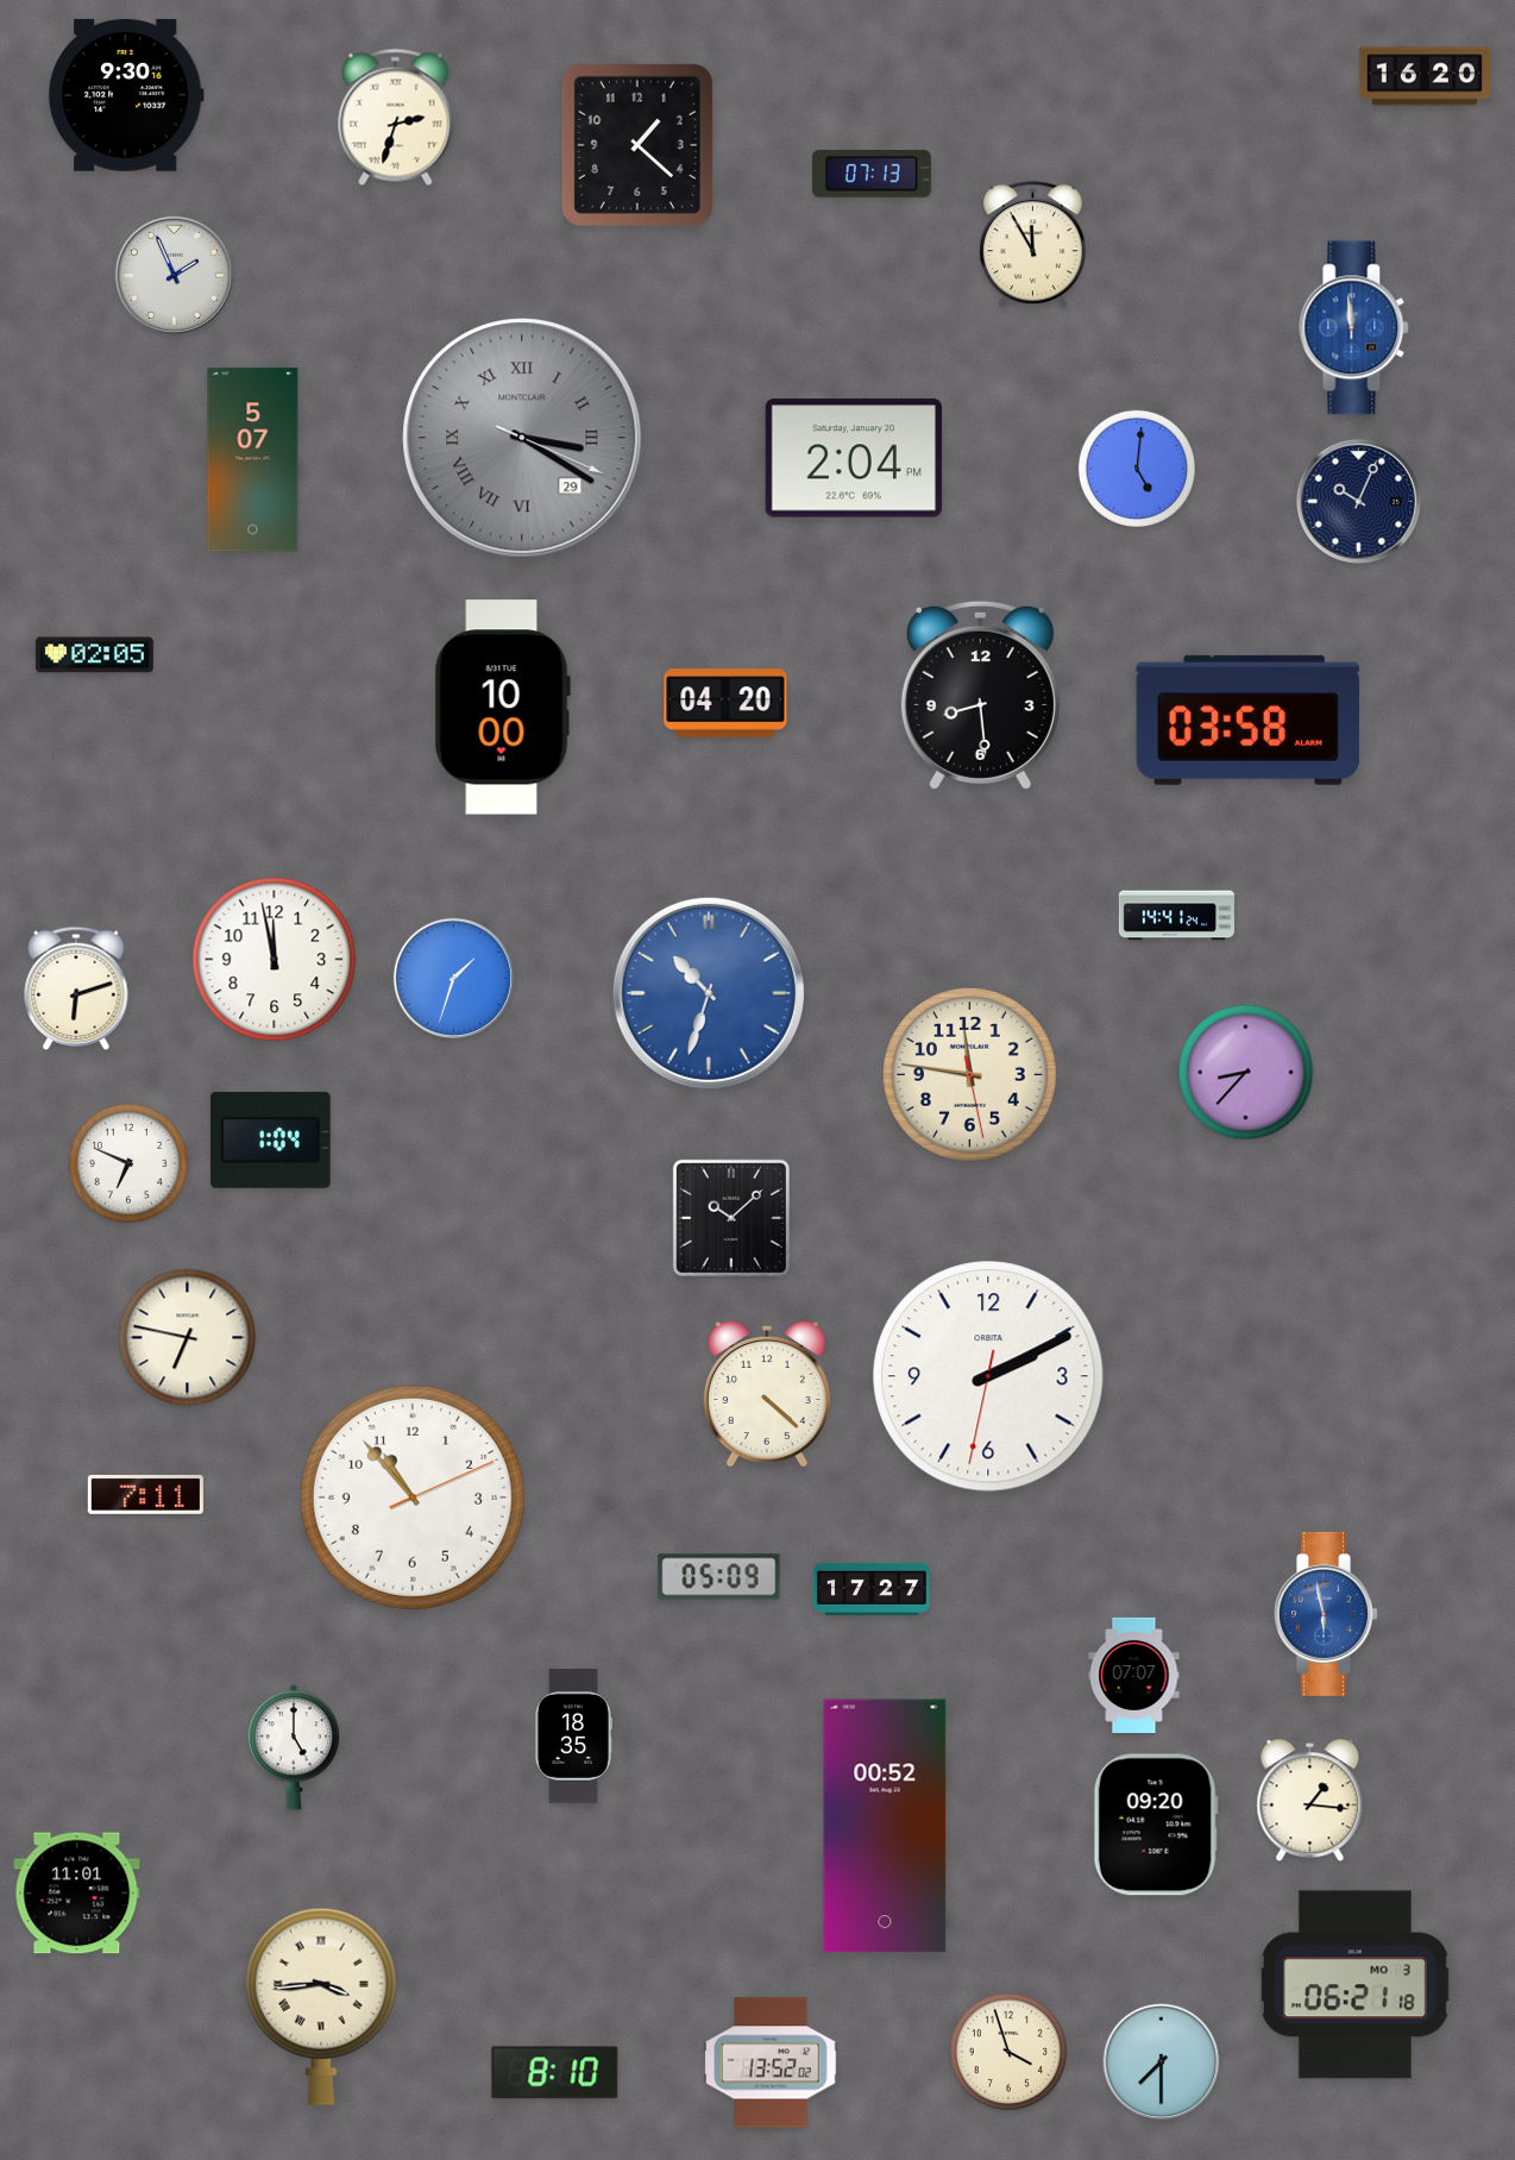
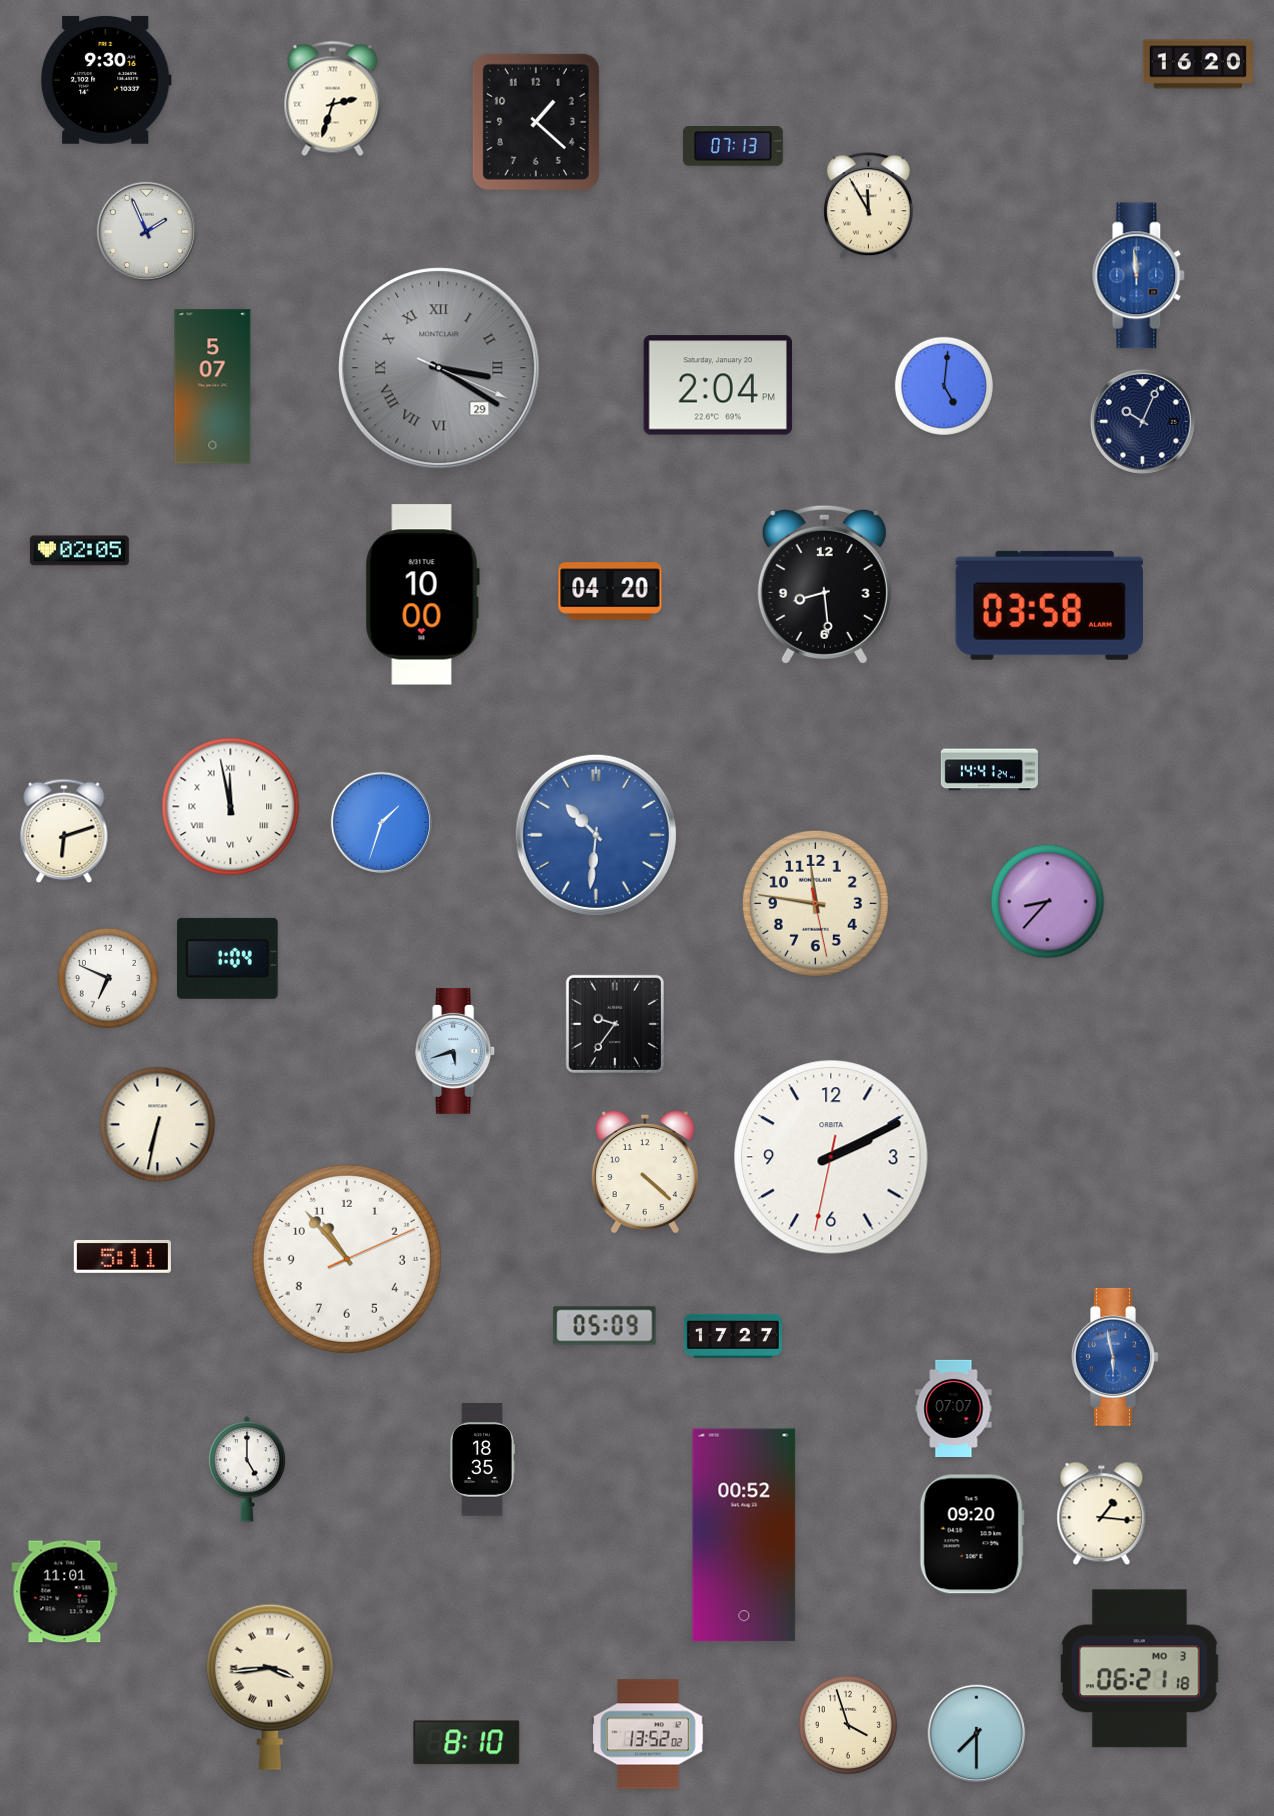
clock at (1137, 469) position: (1137, 469) -> (944, 386)
clock at (275, 960) numerals: Arabic -> Roman
clock at (709, 993): 10:33 -> 10:31
clock at (731, 1218): 10:08 -> 9:36
clock at (456, 1052): none -> 5:42
clock at (188, 1338): 6:47 -> 6:32
clock at (145, 1494): 7:11 -> 5:11
